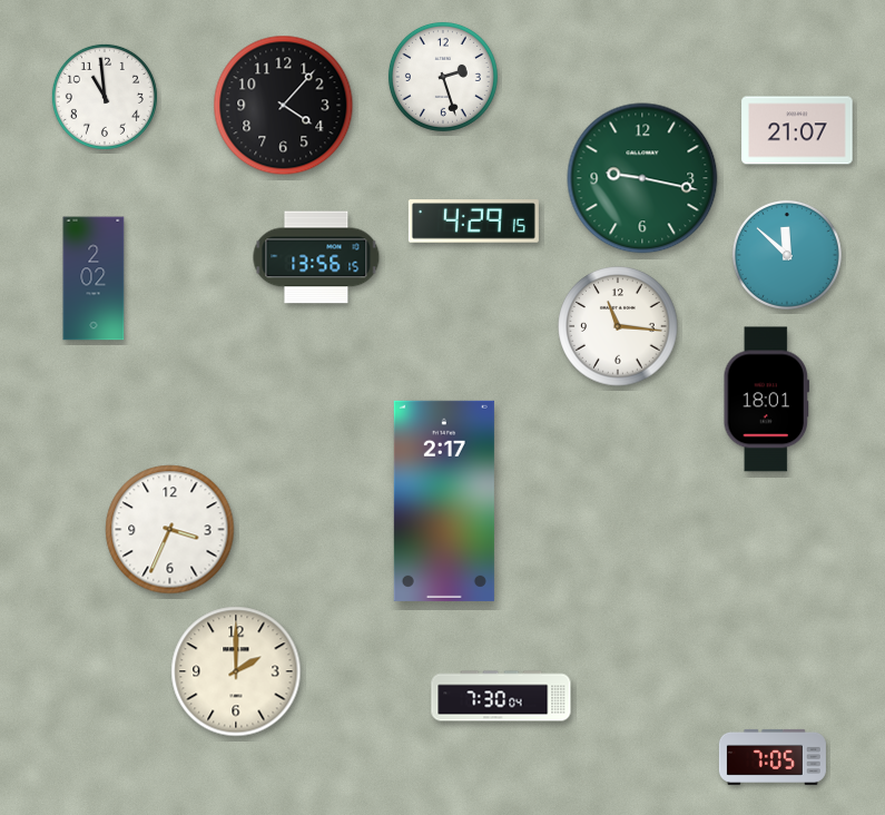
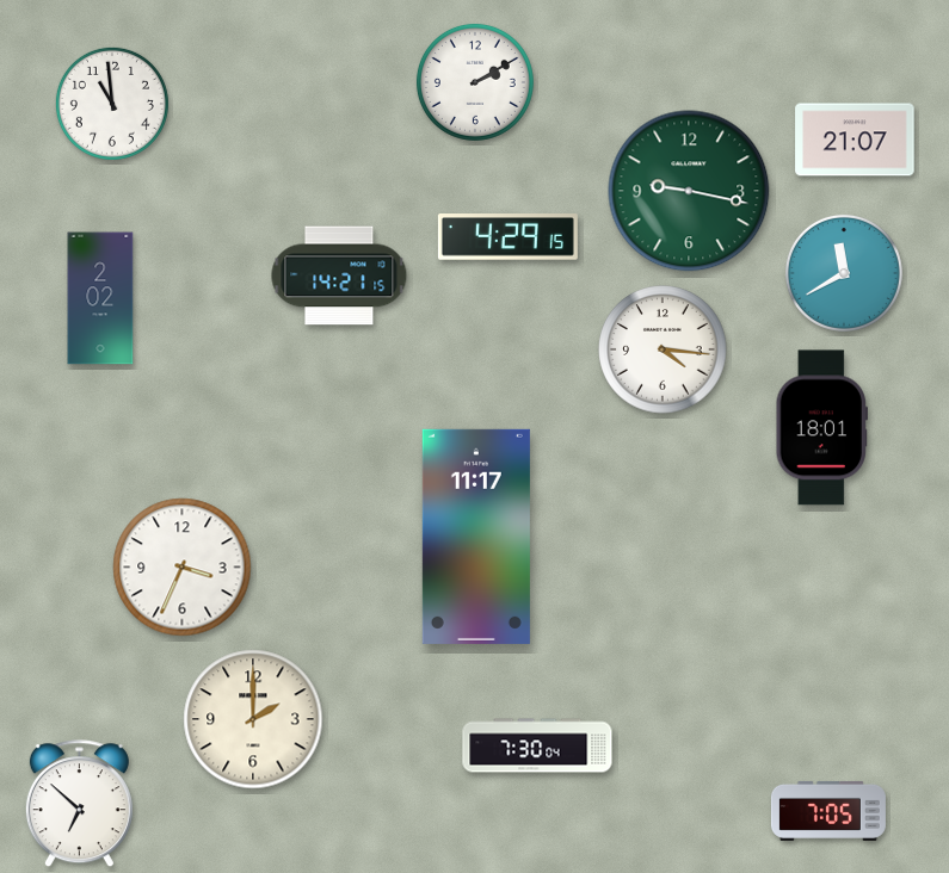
clock at (443, 77): 2:27 -> 2:10
clock at (284, 106): 4:07 -> none
clock at (787, 255): 11:52 -> 11:40
clock at (316, 257): 13:56 -> 14:21
clock at (618, 326): 11:16 -> 4:16
clock at (444, 501): 2:17 -> 11:17
clock at (79, 804): none -> 6:52
